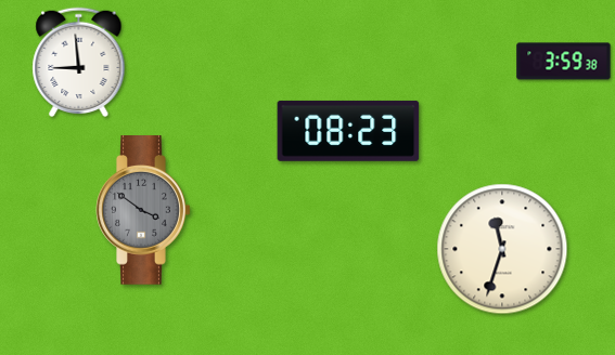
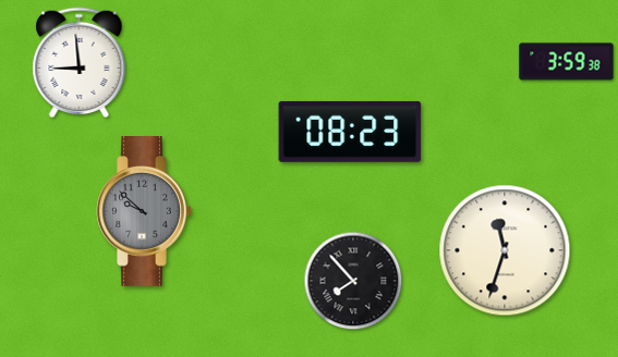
clock at (143, 211): 3:51 -> 9:52
clock at (353, 281): none -> 7:53
